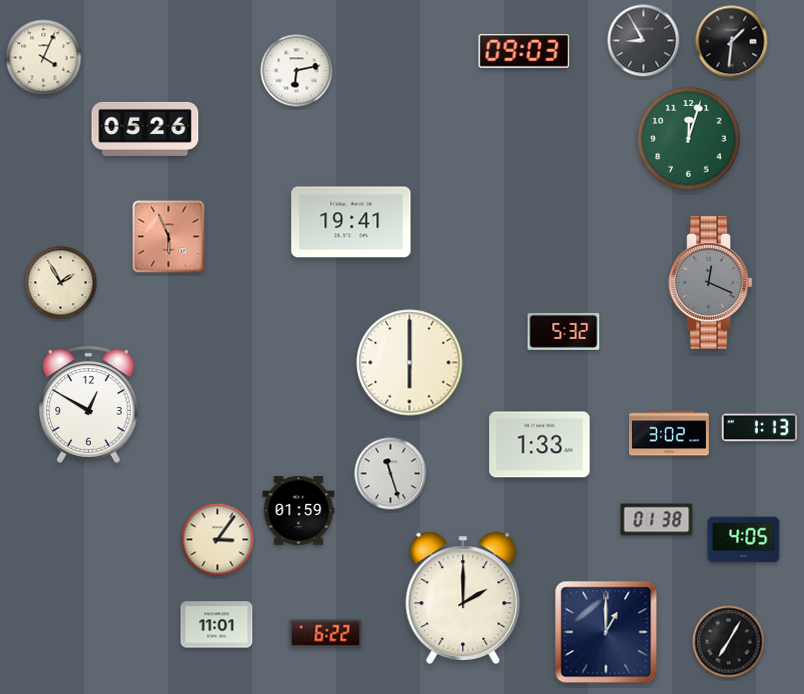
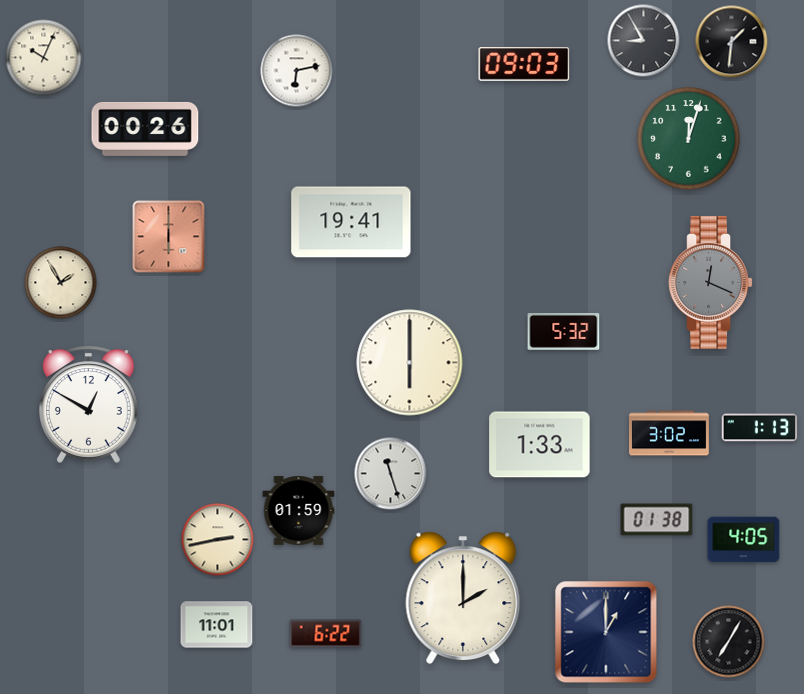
clock at (524, 52) position: (524, 52) -> (524, 65)
clock at (44, 58): 4:04 -> 10:04
clock at (145, 129): 05:26 -> 00:26
clock at (169, 237): 5:56 -> 6:00
clock at (218, 540): 3:06 -> 2:43
